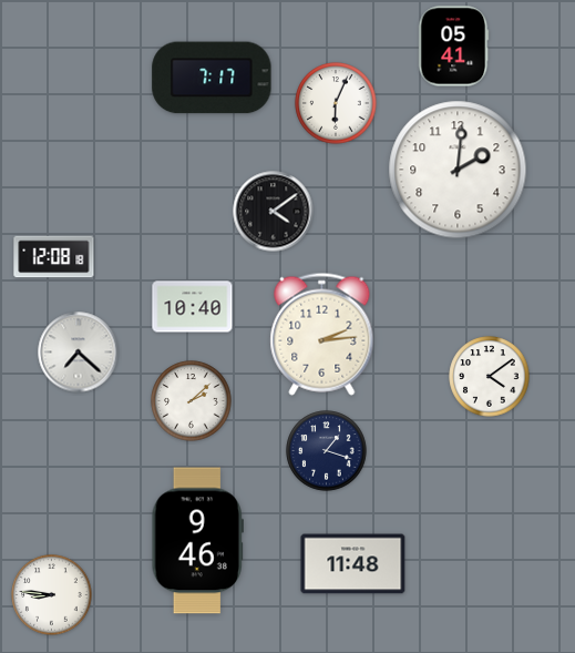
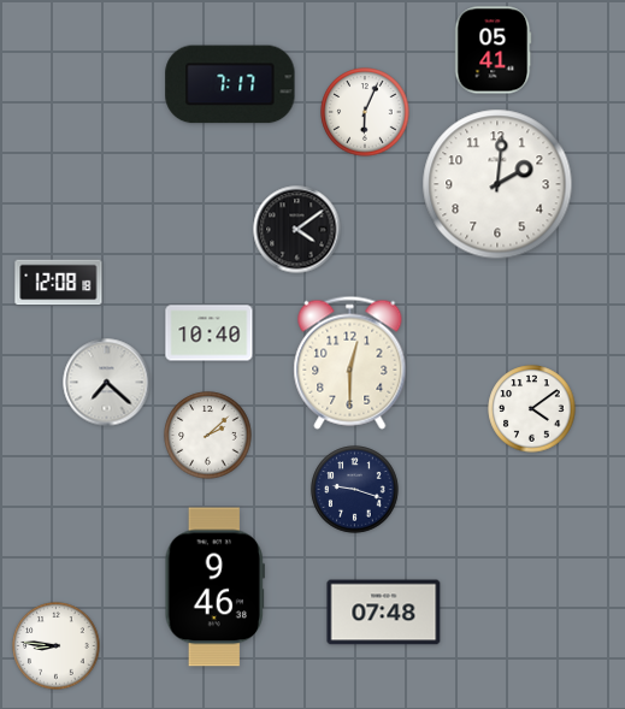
clock at (54, 257) position: (54, 257) -> (59, 283)
clock at (322, 334): 2:14 -> 12:30
clock at (79, 353) position: (79, 353) -> (107, 383)
clock at (327, 451): 1:18 -> 9:18
clock at (353, 564): 11:48 -> 07:48
